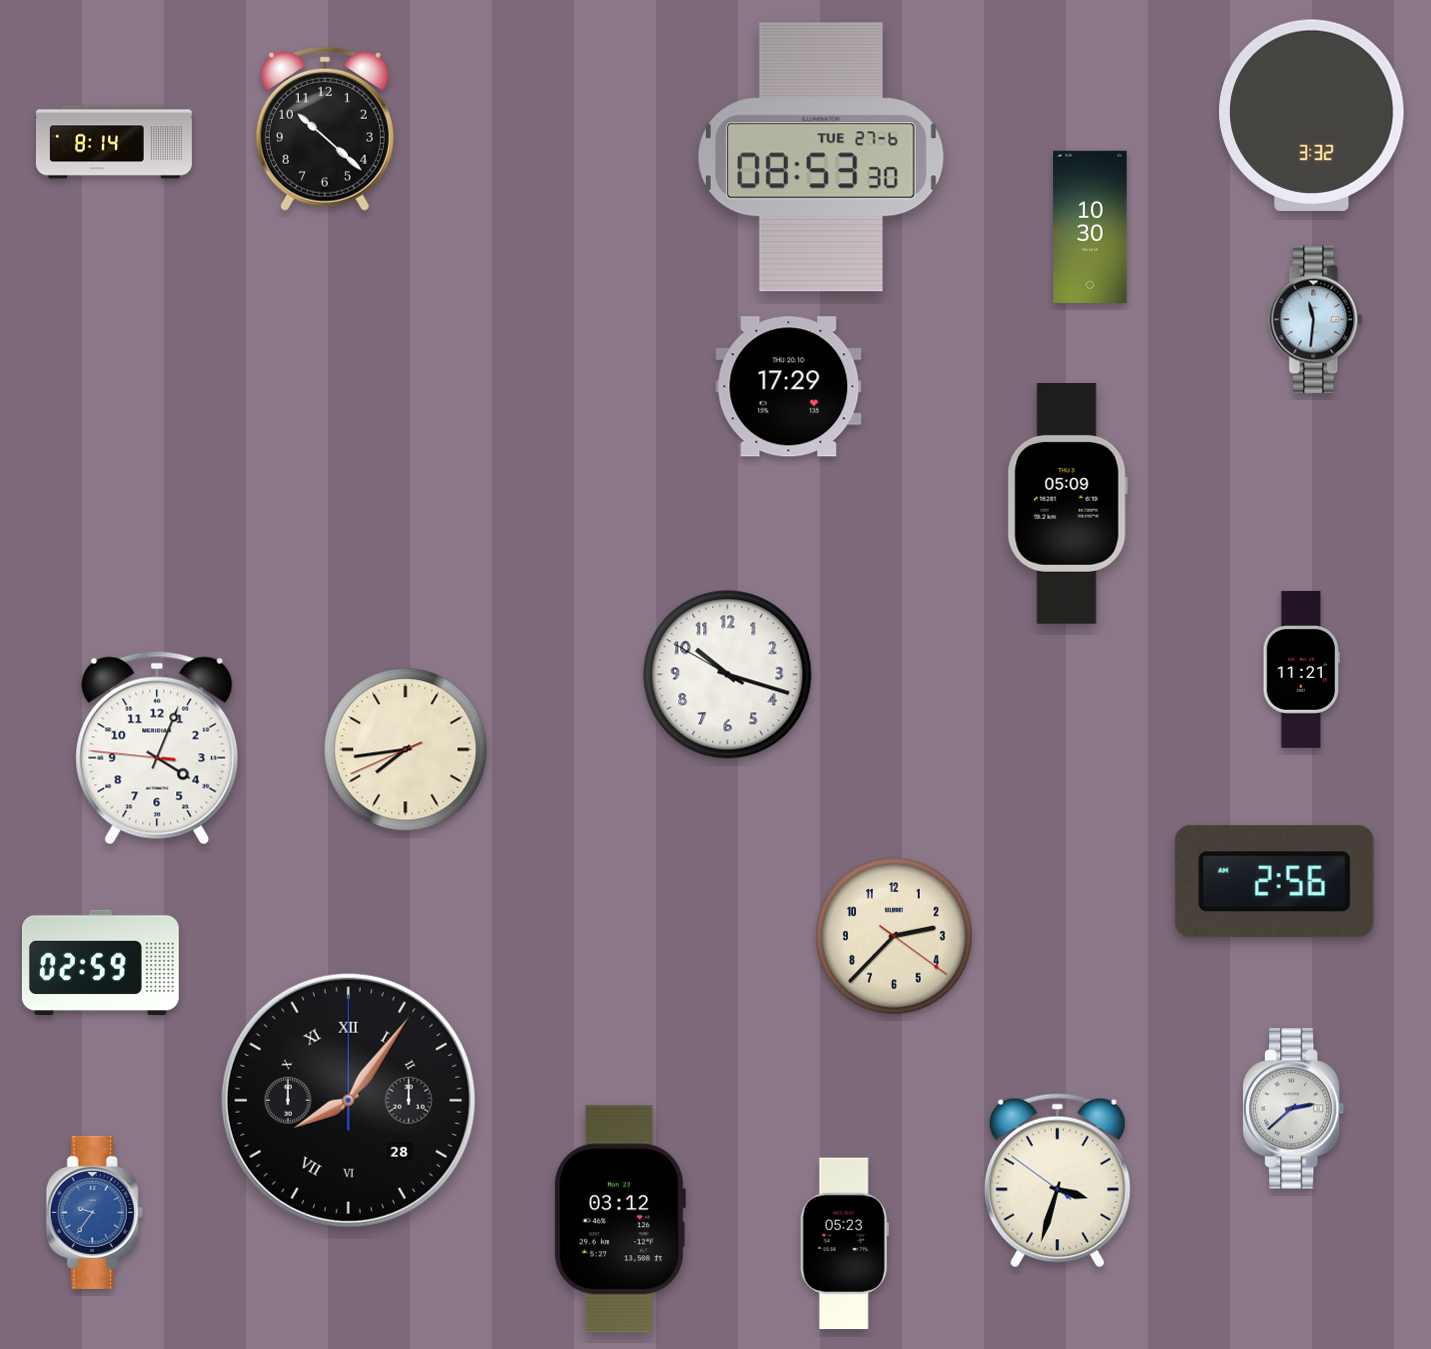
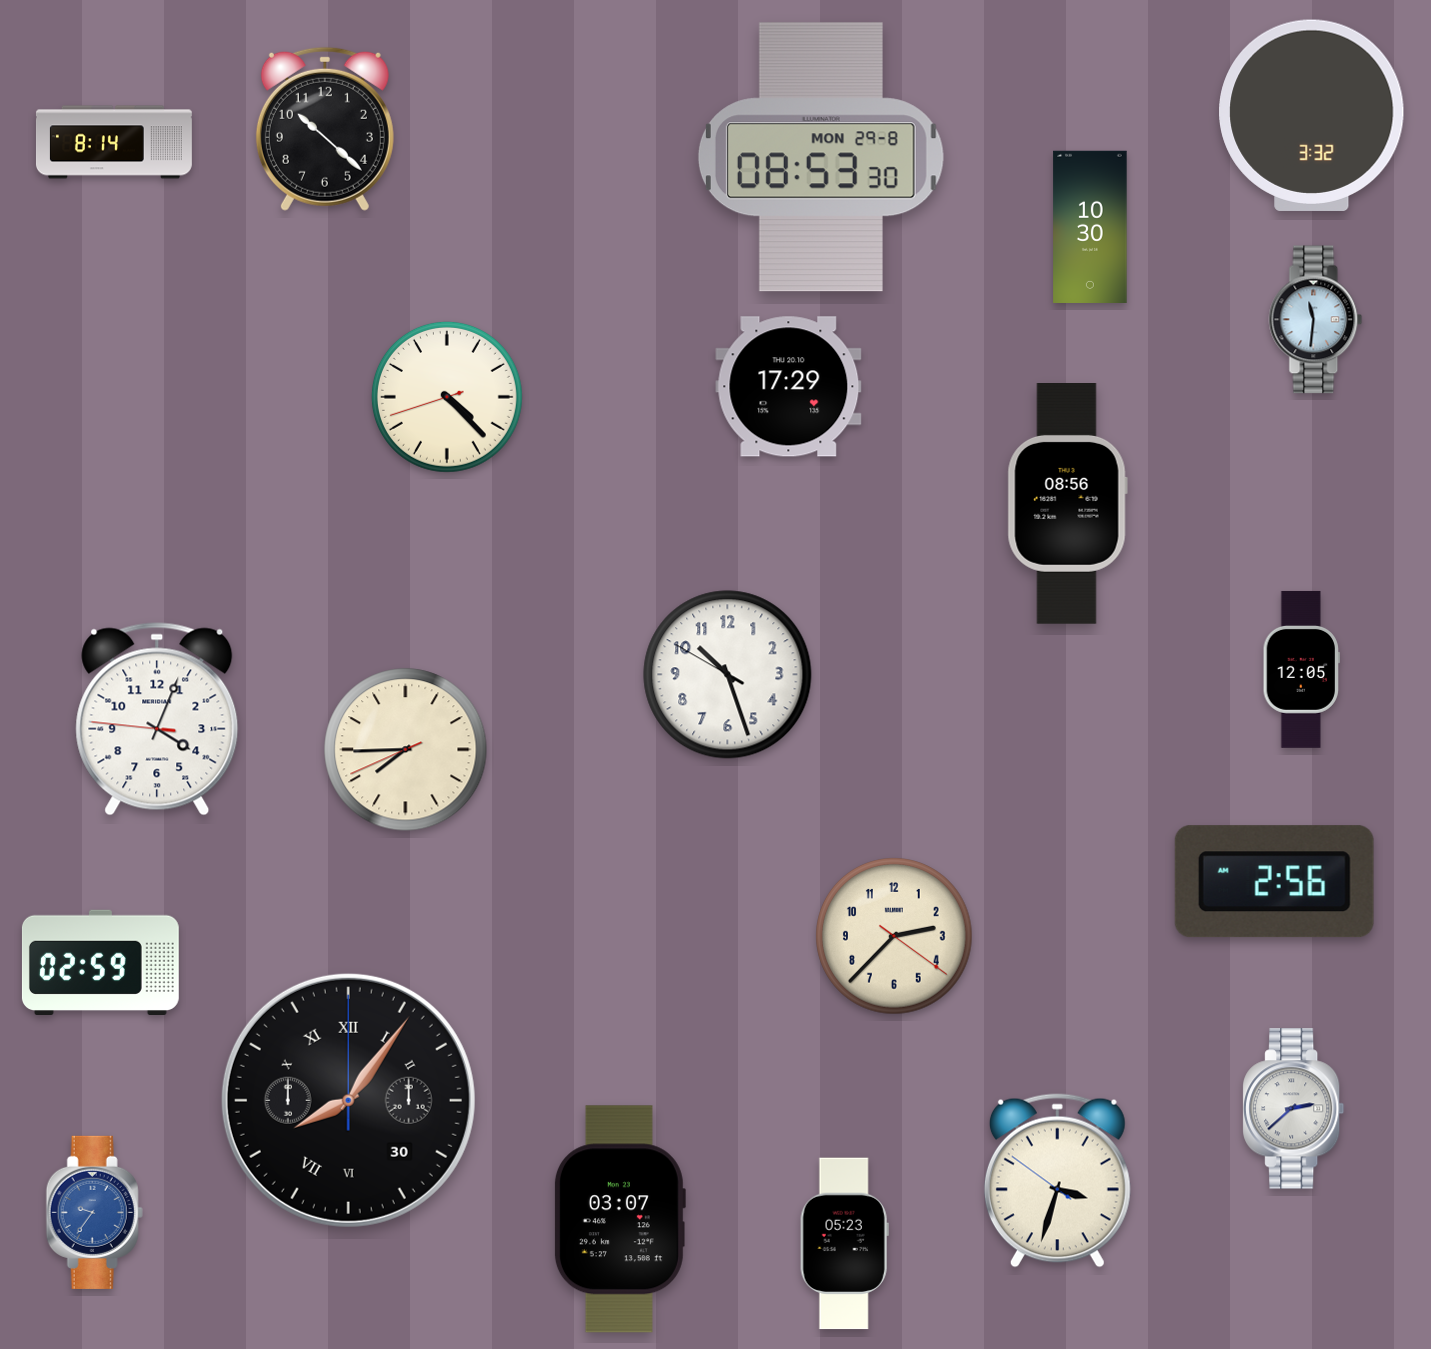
clock at (821, 157) date: TUE 27-6 -> MON 29-8
clock at (447, 397): none -> 4:22
clock at (1067, 504): 05:09 -> 08:56
clock at (1301, 669): 11:21 -> 12:05
clock at (728, 675): 10:17 -> 10:26
clock at (157, 748) position: (157, 748) -> (157, 719)
clock at (406, 750): 7:43 -> 7:44
clock at (348, 1100) date: 28 -> 30
clock at (619, 1219): 03:12 -> 03:07
